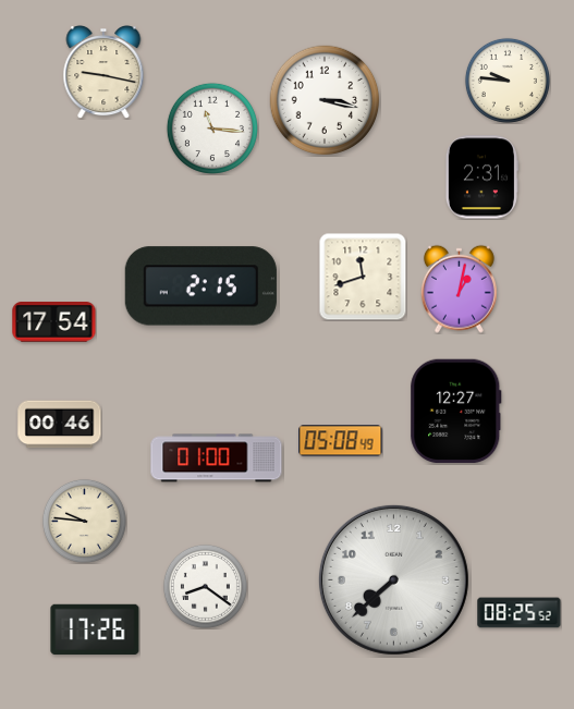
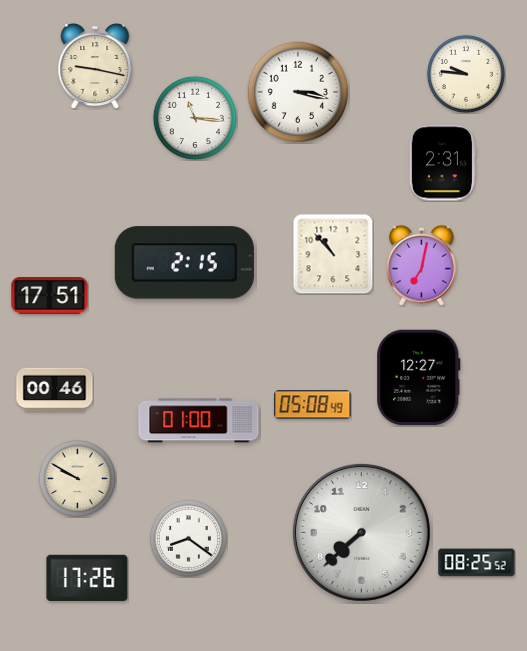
clock at (363, 277): 11:42 -> 10:53
clock at (459, 289): 1:02 -> 7:02
clock at (54, 322): 17:54 -> 17:51
clock at (84, 521): 9:46 -> 9:50
